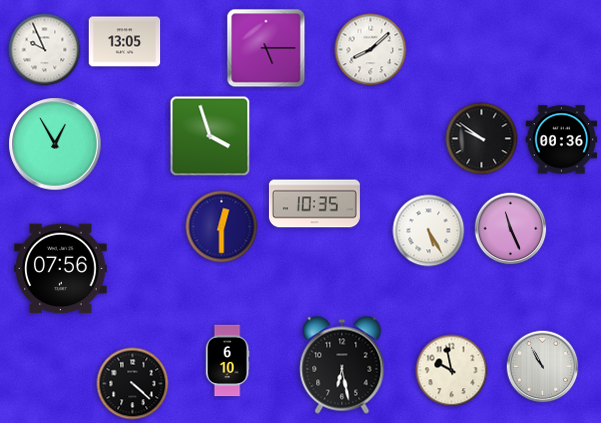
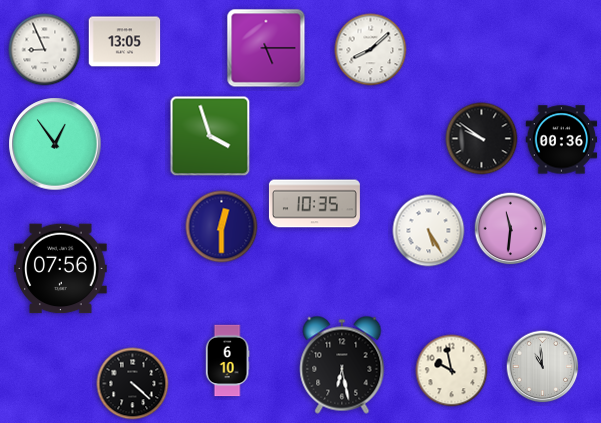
clock at (45, 50): 9:56 -> 8:56
clock at (55, 144): 12:55 -> 12:54
clock at (511, 229): 11:26 -> 11:31
clock at (543, 367): 10:55 -> 10:59
